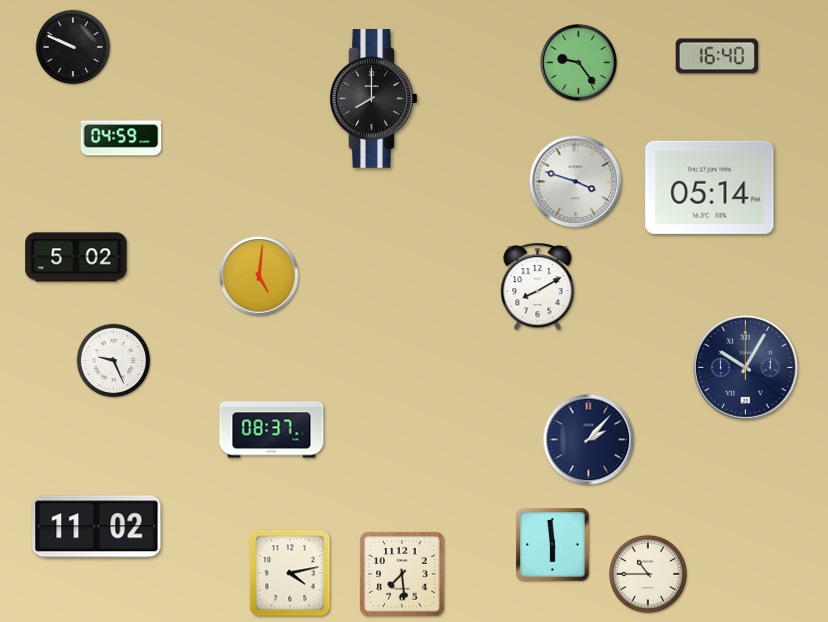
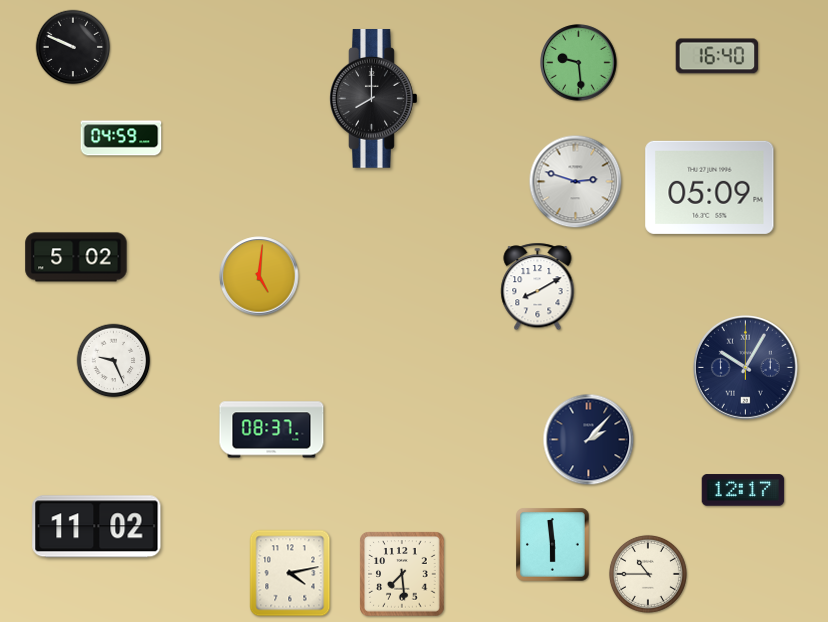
clock at (579, 63): 9:24 -> 9:29
clock at (576, 182): 3:48 -> 2:48
clock at (710, 187): 05:14 -> 05:09
clock at (743, 490): none -> 12:17
